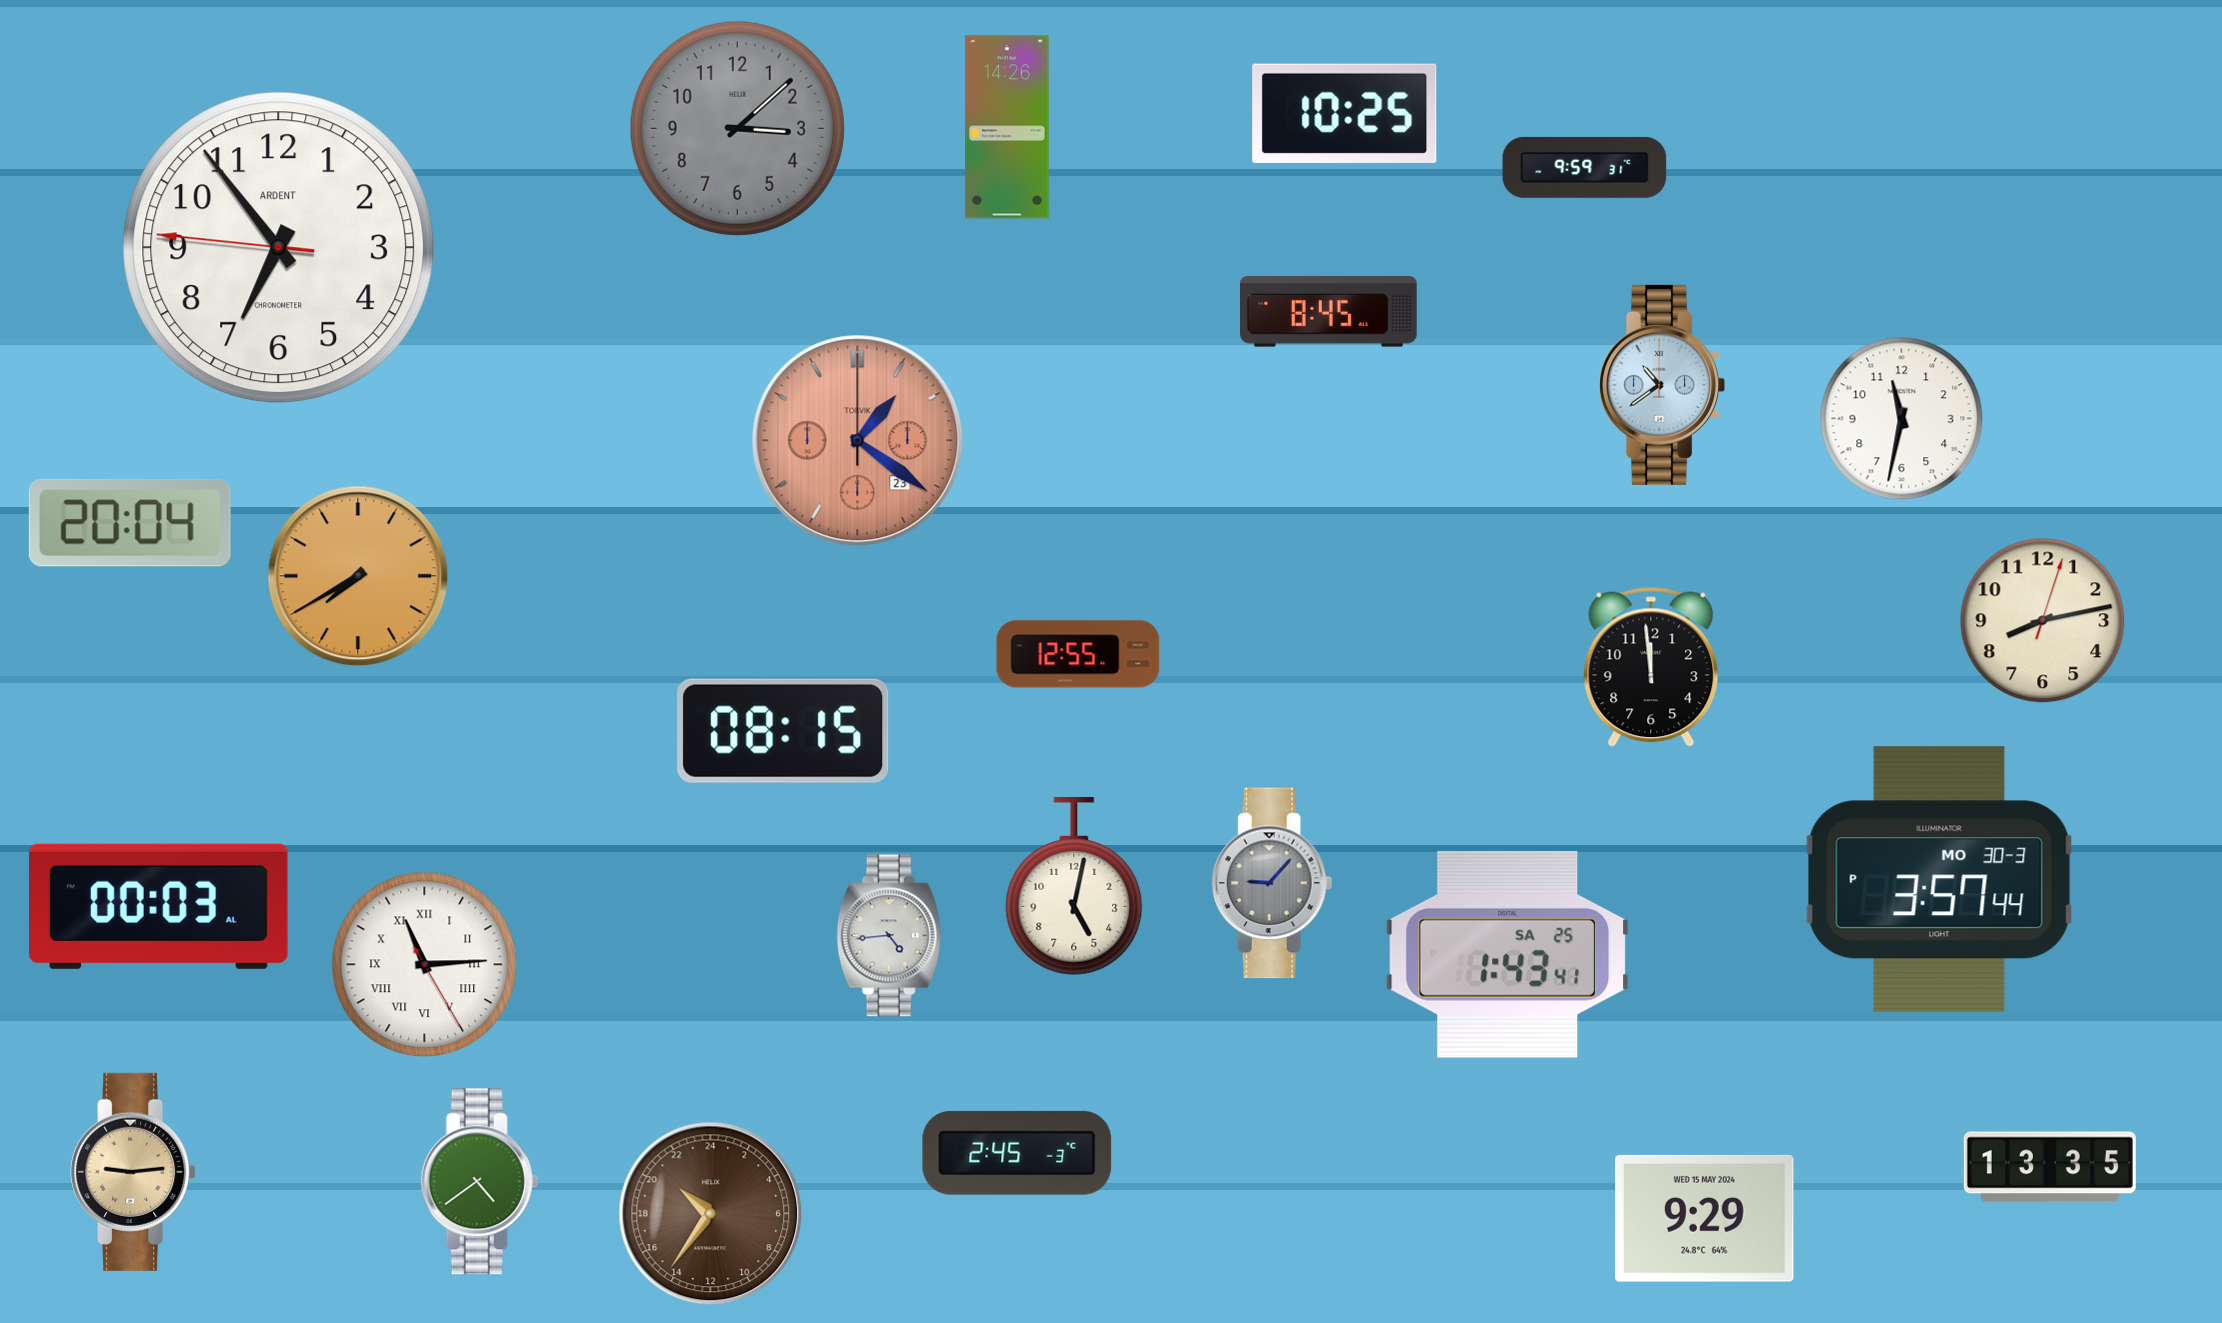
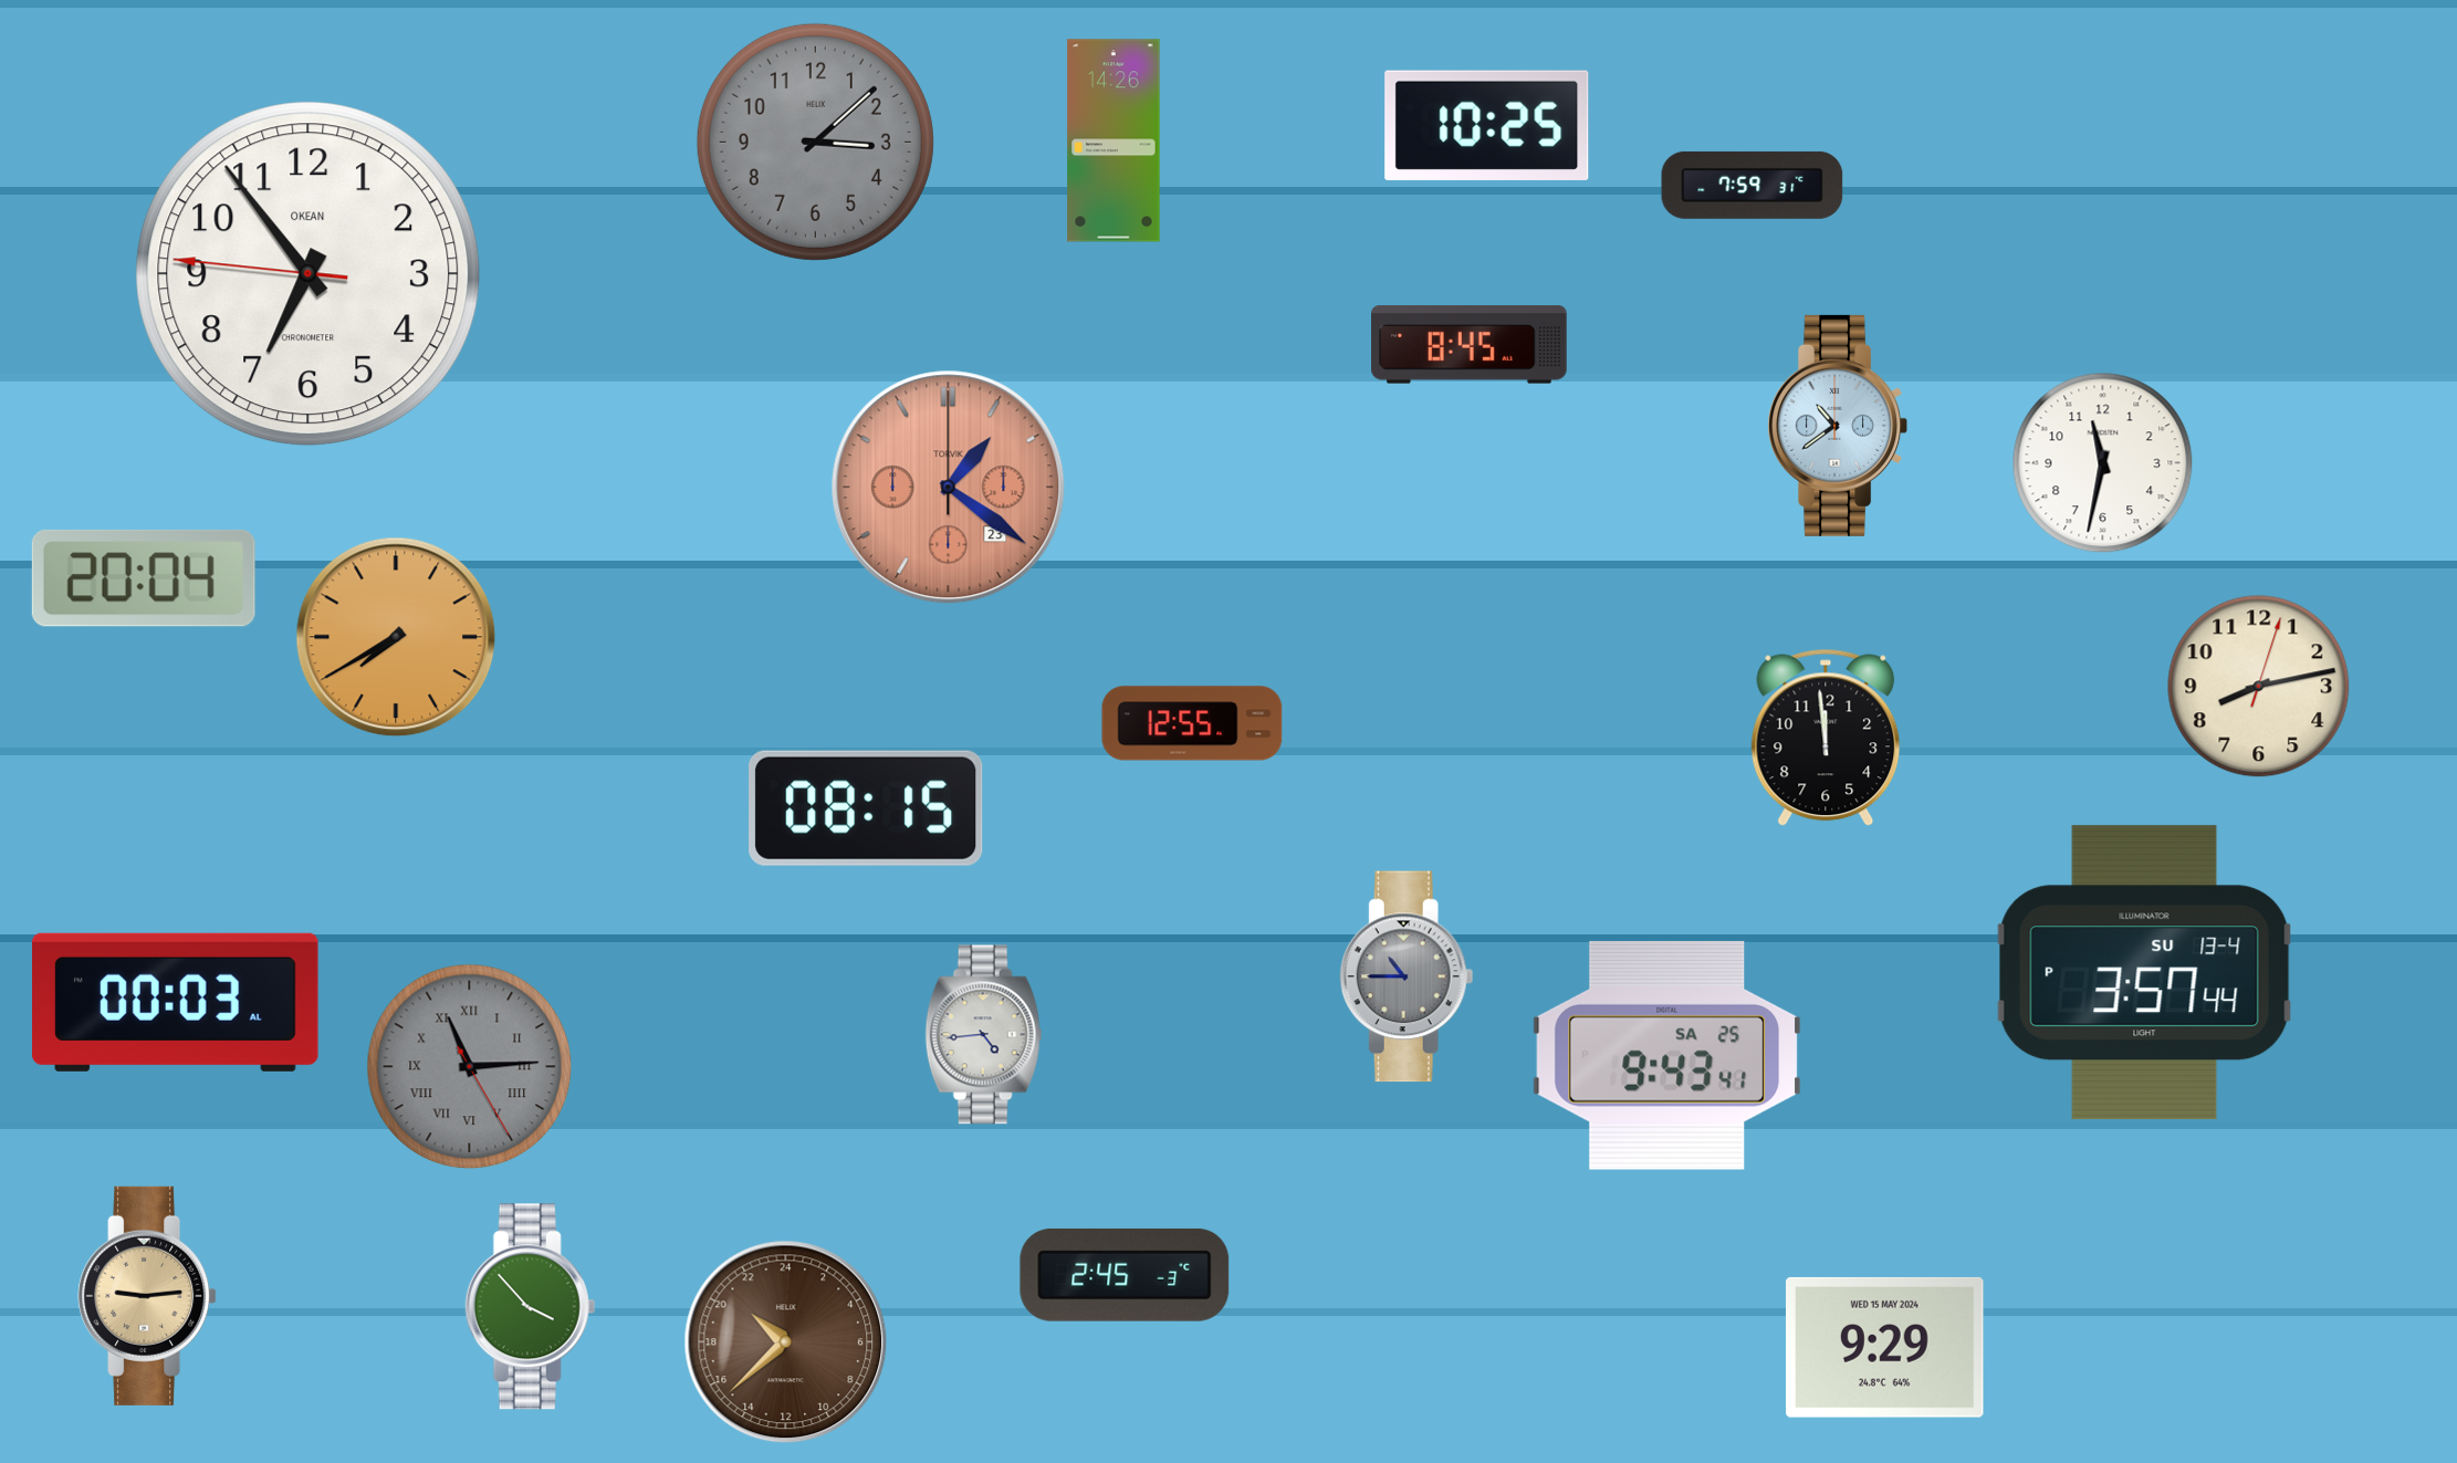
clock at (1585, 167): 9:59 -> 7:59
clock at (279, 248) brand: ARDENT -> OKEAN
clock at (1939, 880) date: MO 30-3 -> SU 13-4
clock at (1272, 883): 9:07 -> 10:45
clock at (1074, 887): 5:02 -> none
clock at (1508, 954): 1:43 -> 9:43
clock at (425, 965) dial: white -> grey
clock at (2050, 1167): 13:35 -> none
clock at (480, 1182): 4:39 -> 3:53
clock at (711, 1214): 20:36 -> 20:38
